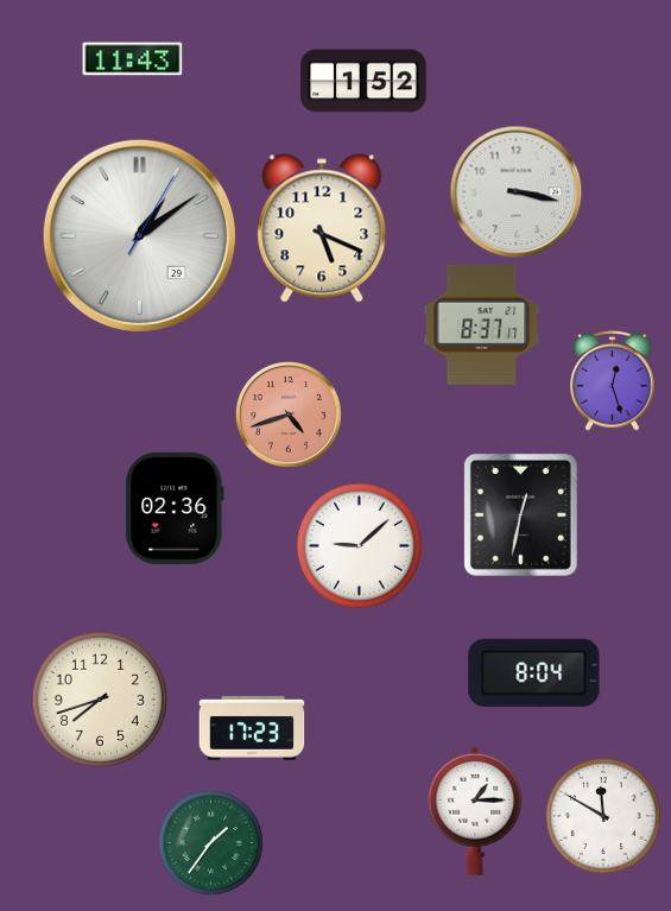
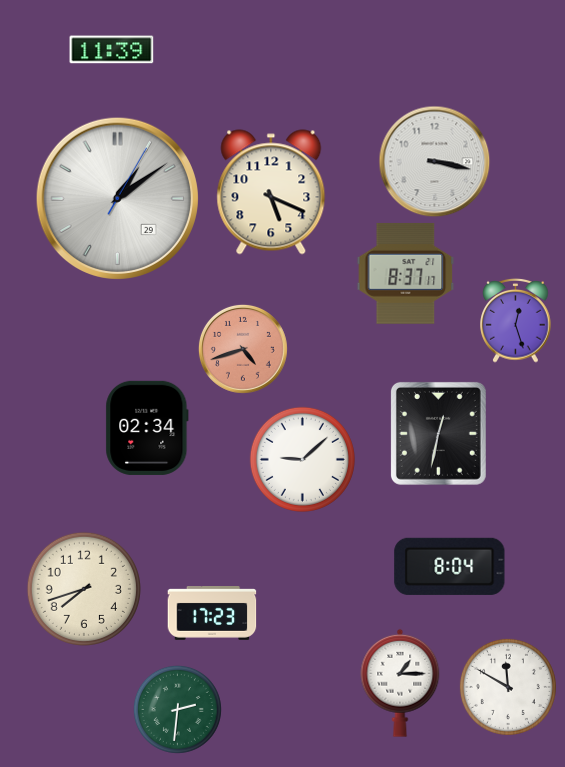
clock at (133, 59): 11:43 -> 11:39
clock at (363, 81): 1:52 -> none
clock at (175, 508): 02:36 -> 02:34
clock at (210, 842): 1:36 -> 2:31
